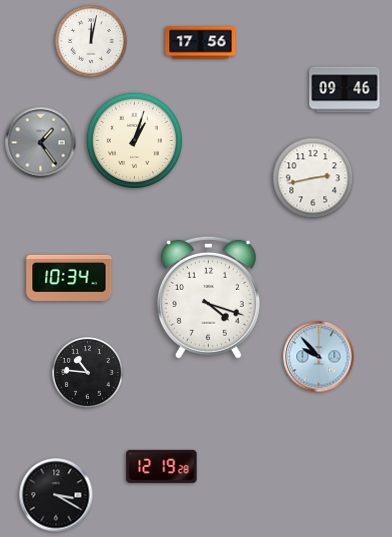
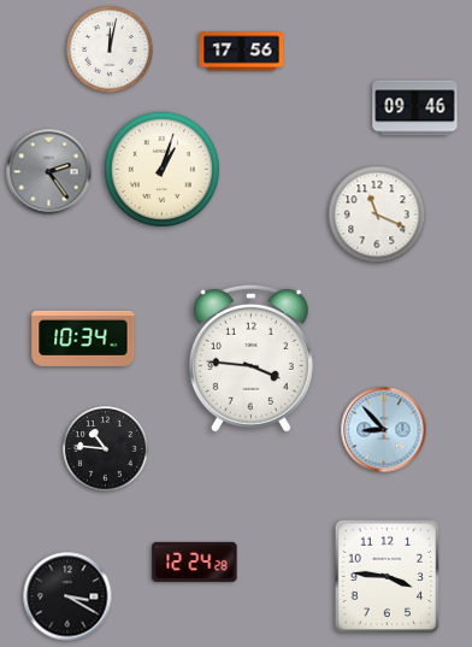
clock at (41, 143): 1:24 -> 2:24
clock at (313, 178): 2:43 -> 11:19
clock at (69, 278) position: (69, 278) -> (83, 339)
clock at (208, 297): 4:18 -> 3:46
clock at (319, 357): 9:53 -> 8:53
clock at (162, 466): 12:19 -> 12:24
clock at (388, 577): none -> 3:46
